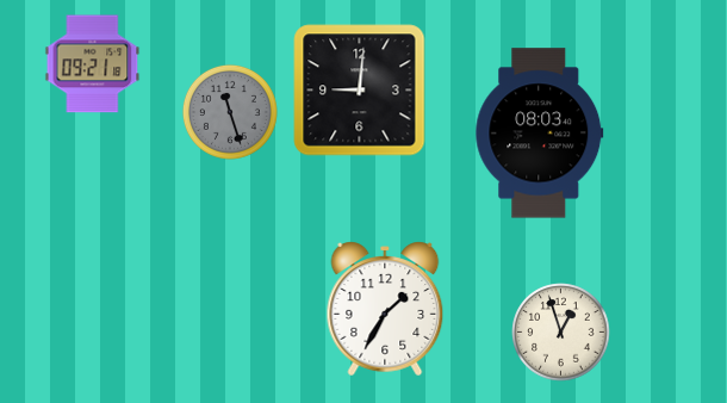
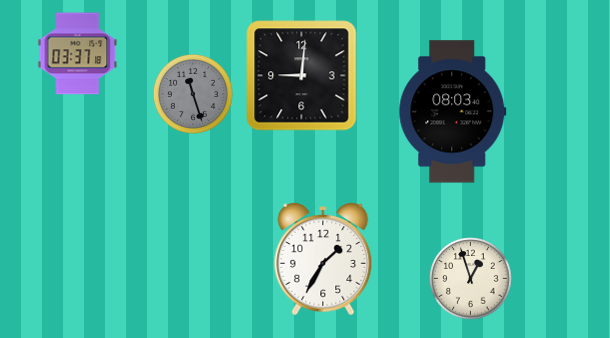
clock at (93, 64): 09:21 -> 03:37
